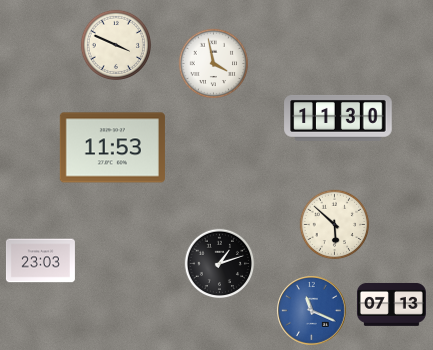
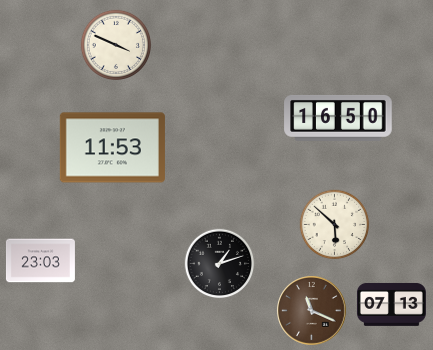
clock at (214, 64): 3:58 -> none
clock at (338, 118): 11:30 -> 16:50
clock at (312, 311) dial: blue -> brown
